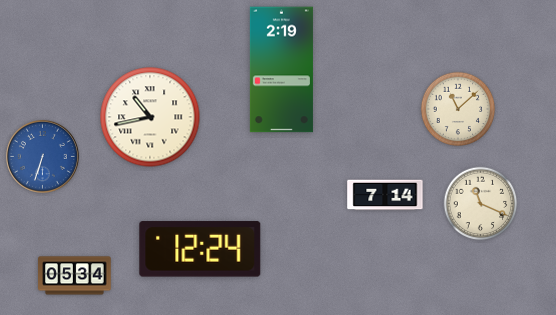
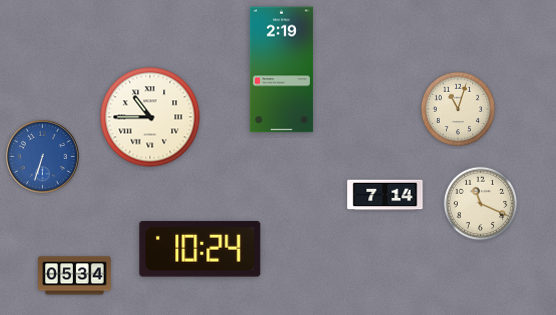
clock at (458, 109): 11:08 -> 11:03
clock at (150, 117): 10:43 -> 10:45
clock at (200, 249): 12:24 -> 10:24
